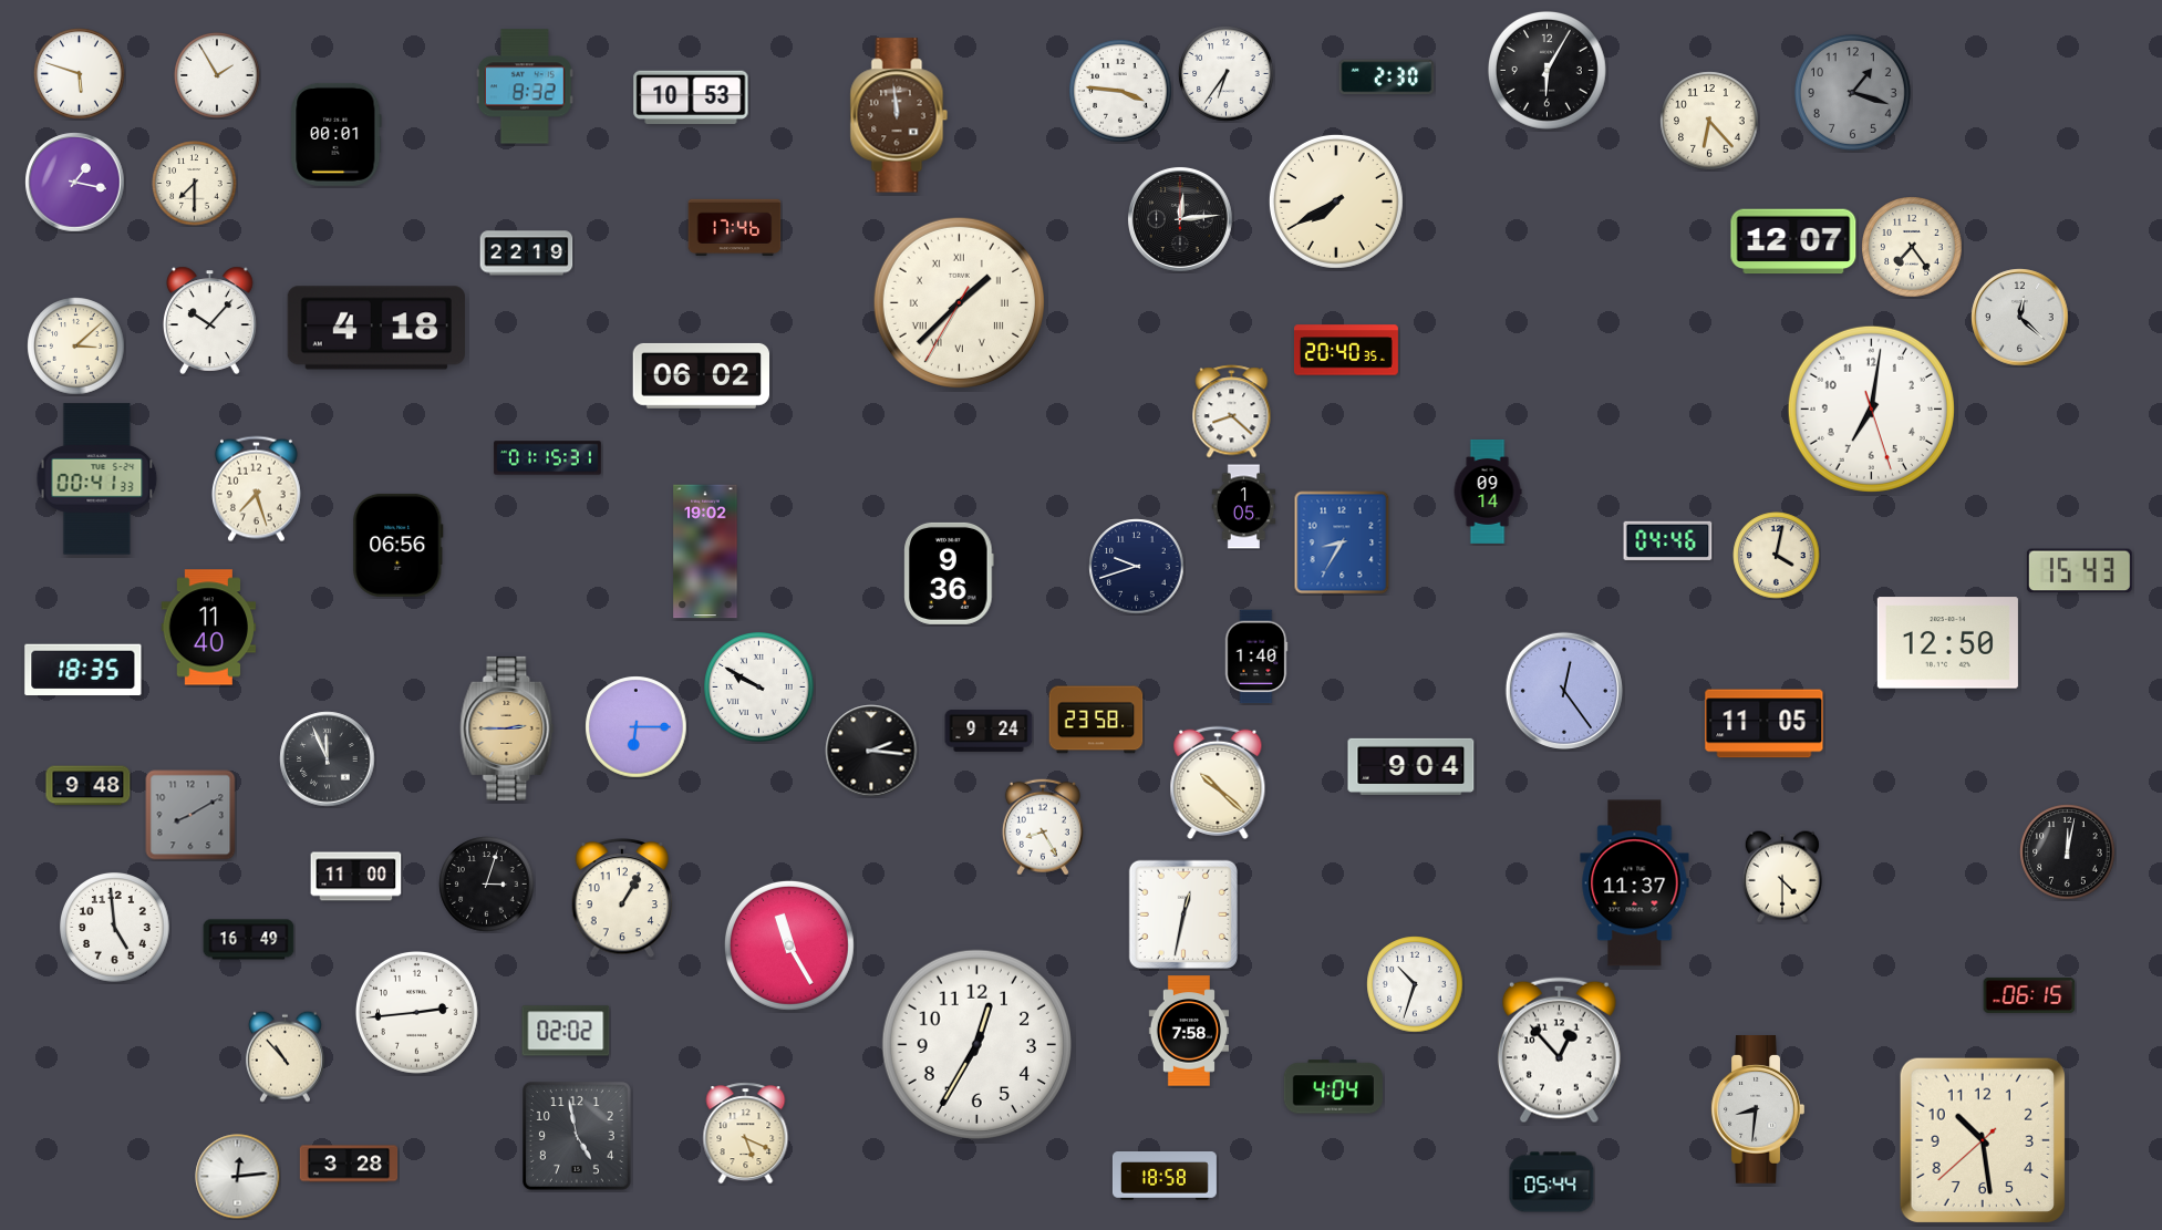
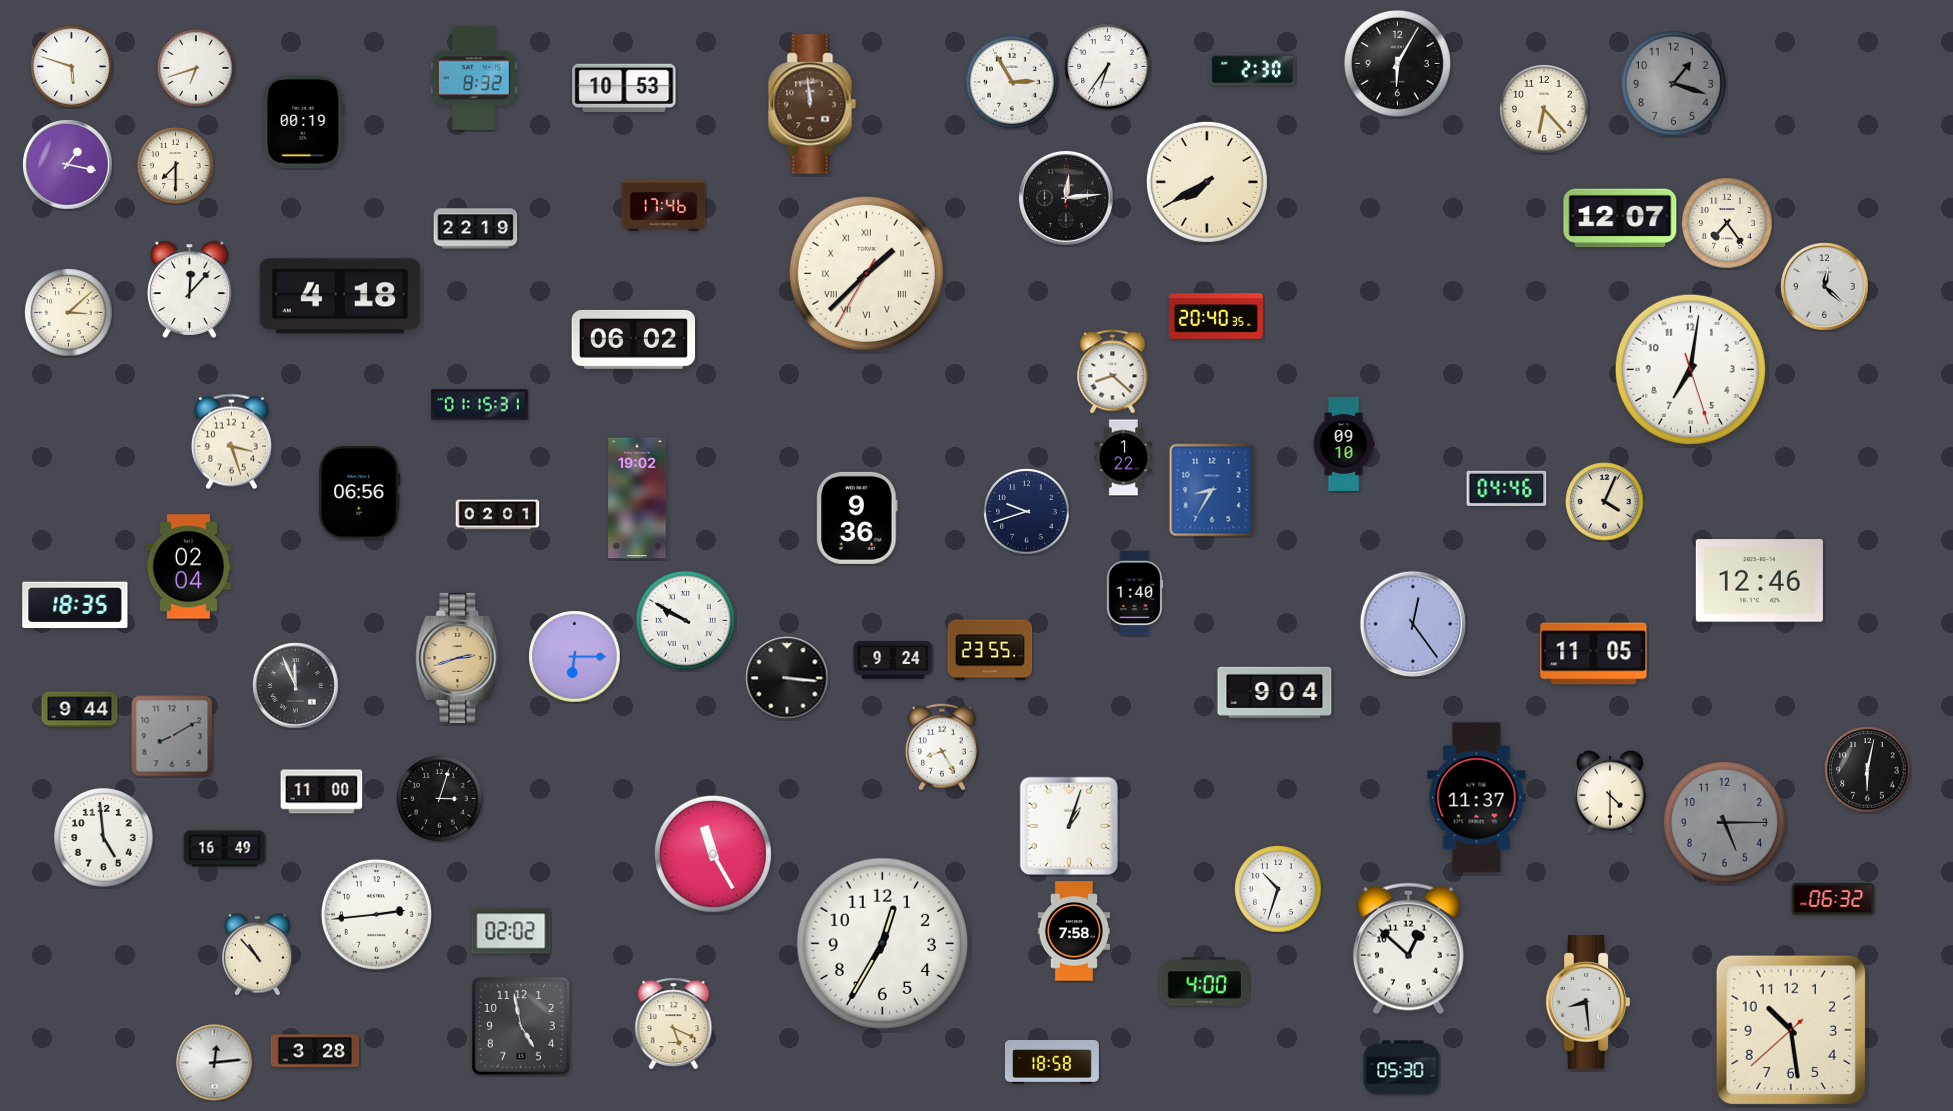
clock at (217, 75): 1:55 -> 6:42
clock at (1120, 91): 3:46 -> 2:55
clock at (337, 134): 00:01 -> 00:19
clock at (210, 320): 10:07 -> 12:07
clock at (548, 458) position: (548, 458) -> (480, 405)
clock at (97, 479): 00:41 -> none
clock at (256, 489): 7:27 -> 3:27
clock at (1488, 492): 09:14 -> 09:10
clock at (1244, 507): 1:05 -> 1:22
clock at (1777, 556): 4:02 -> 4:04
clock at (498, 515): none -> 02:01
clock at (2079, 571): 15:43 -> none
clock at (209, 628): 11:40 -> 02:04
clock at (1947, 643): 12:50 -> 12:46
clock at (1096, 720): 23:58 -> 23:55
clock at (507, 728): 2:45 -> 2:42
clock at (871, 751): 2:16 -> 3:16
clock at (1218, 783): 10:22 -> none
clock at (89, 786): 9:48 -> 9:44
clock at (2068, 852): 12:02 -> 6:02
clock at (622, 899): 1:05 -> none
clock at (1724, 822): none -> 5:15
clock at (1182, 913): 12:32 -> 1:03
clock at (2029, 995): 06:15 -> 06:32
clock at (1559, 1051): 12:53 -> 12:52
clock at (1333, 1087): 4:04 -> 4:00
clock at (1758, 1110): 8:31 -> 8:29
clock at (1552, 1182): 05:44 -> 05:30
